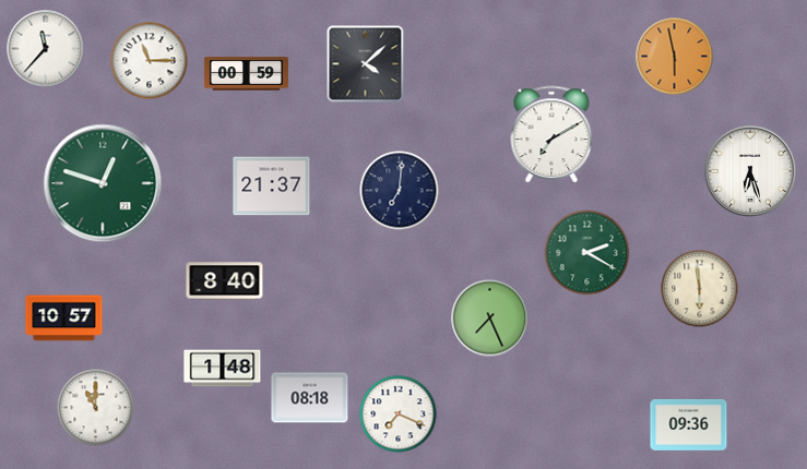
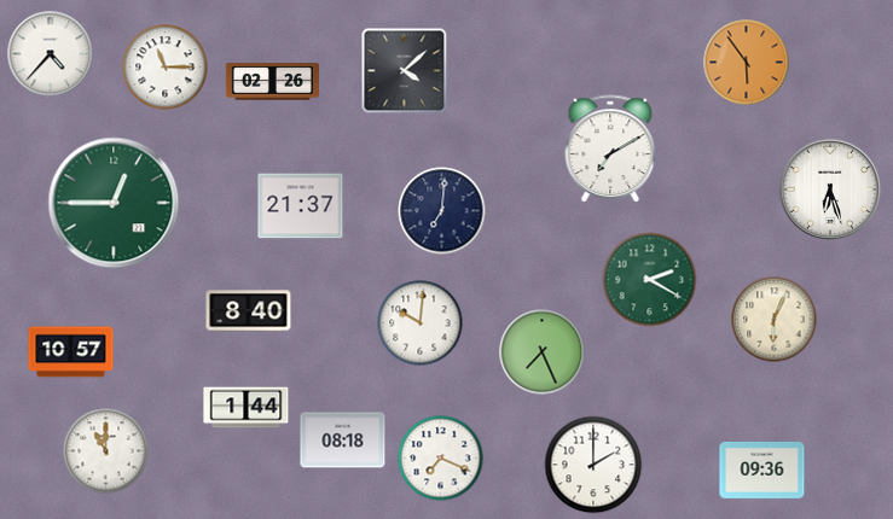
clock at (46, 49): 11:37 -> 4:37
clock at (675, 57): 5:58 -> 5:54
clock at (246, 74): 00:59 -> 02:26
clock at (103, 183): 12:48 -> 12:45
clock at (700, 289): 5:59 -> 6:04
clock at (421, 323): none -> 10:01
clock at (223, 369): 1:48 -> 1:44
clock at (593, 465): none -> 2:00
